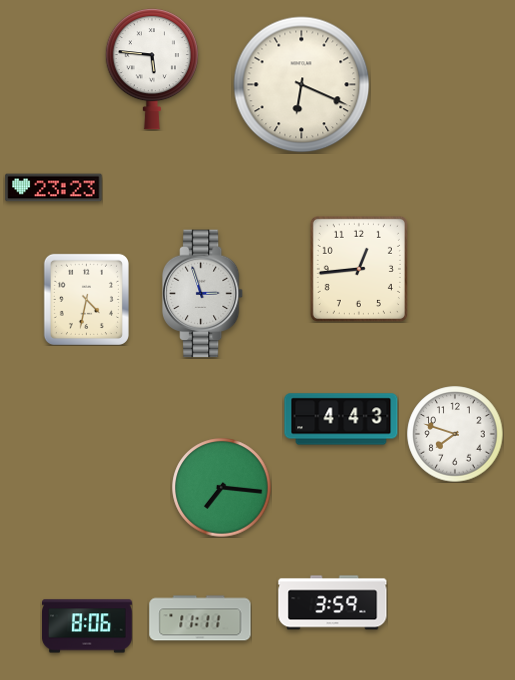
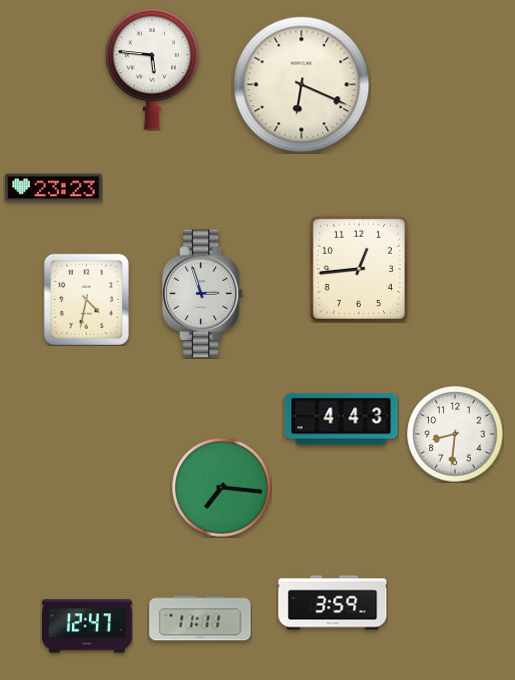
clock at (455, 434): 7:48 -> 8:31
clock at (88, 626): 8:06 -> 12:47
